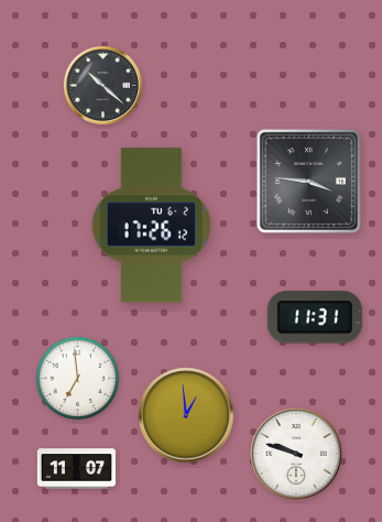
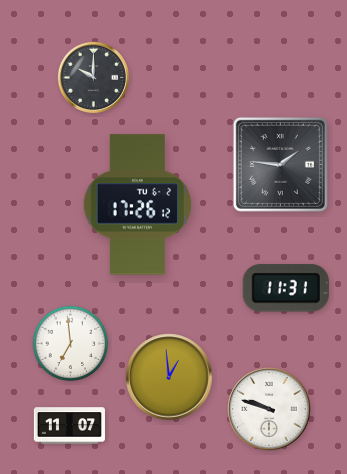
clock at (102, 85): 10:22 -> 10:00
clock at (308, 181): 3:46 -> 1:46
clock at (296, 454) position: (296, 454) -> (269, 409)
